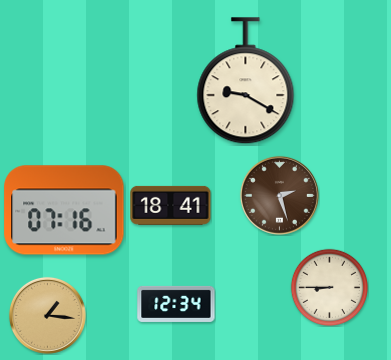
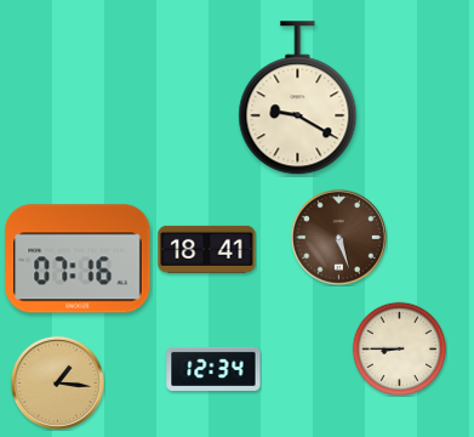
clock at (279, 195): 2:27 -> 5:27
clock at (64, 210) position: (64, 210) -> (78, 259)
